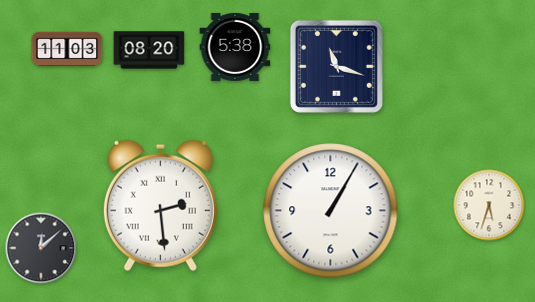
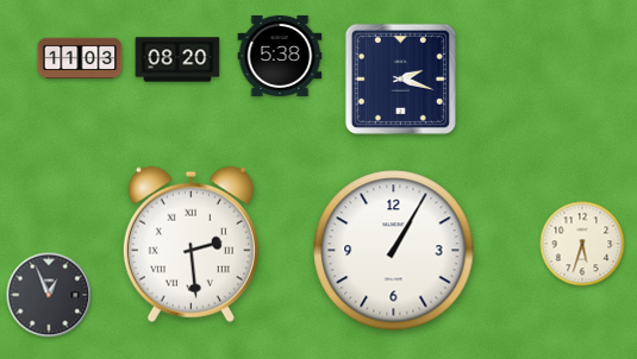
clock at (336, 66): 11:18 -> 2:18
clock at (41, 248): 12:08 -> 12:56
